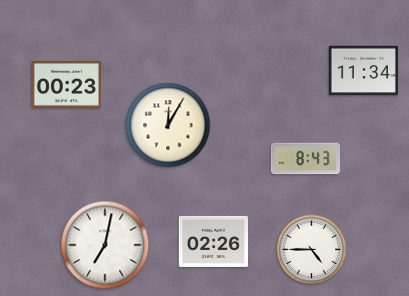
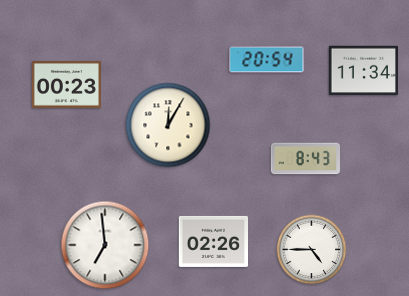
clock at (267, 60): none -> 20:54
clock at (105, 245): 7:02 -> 6:59
